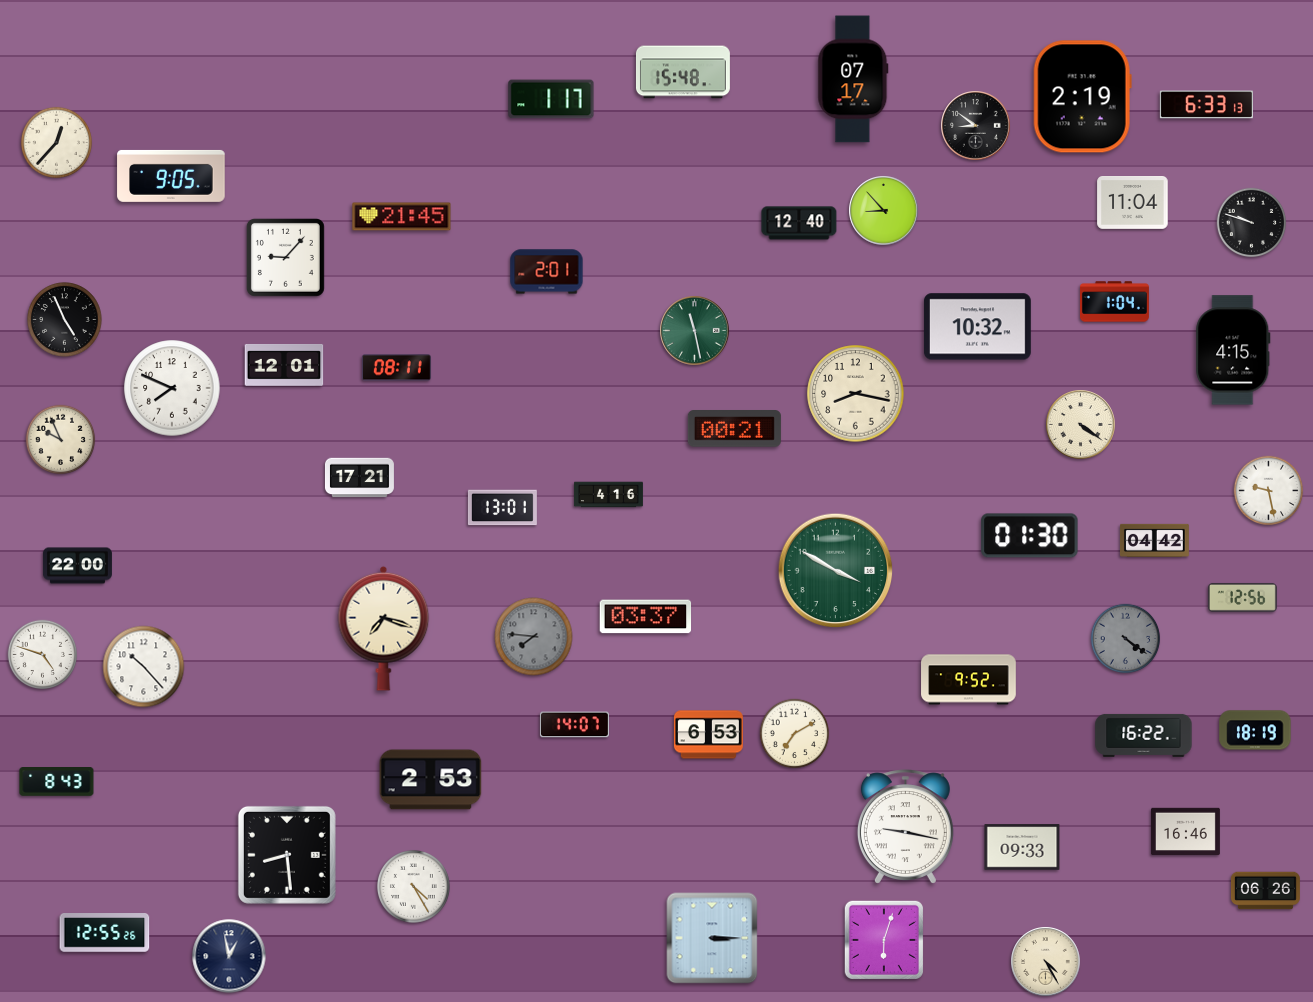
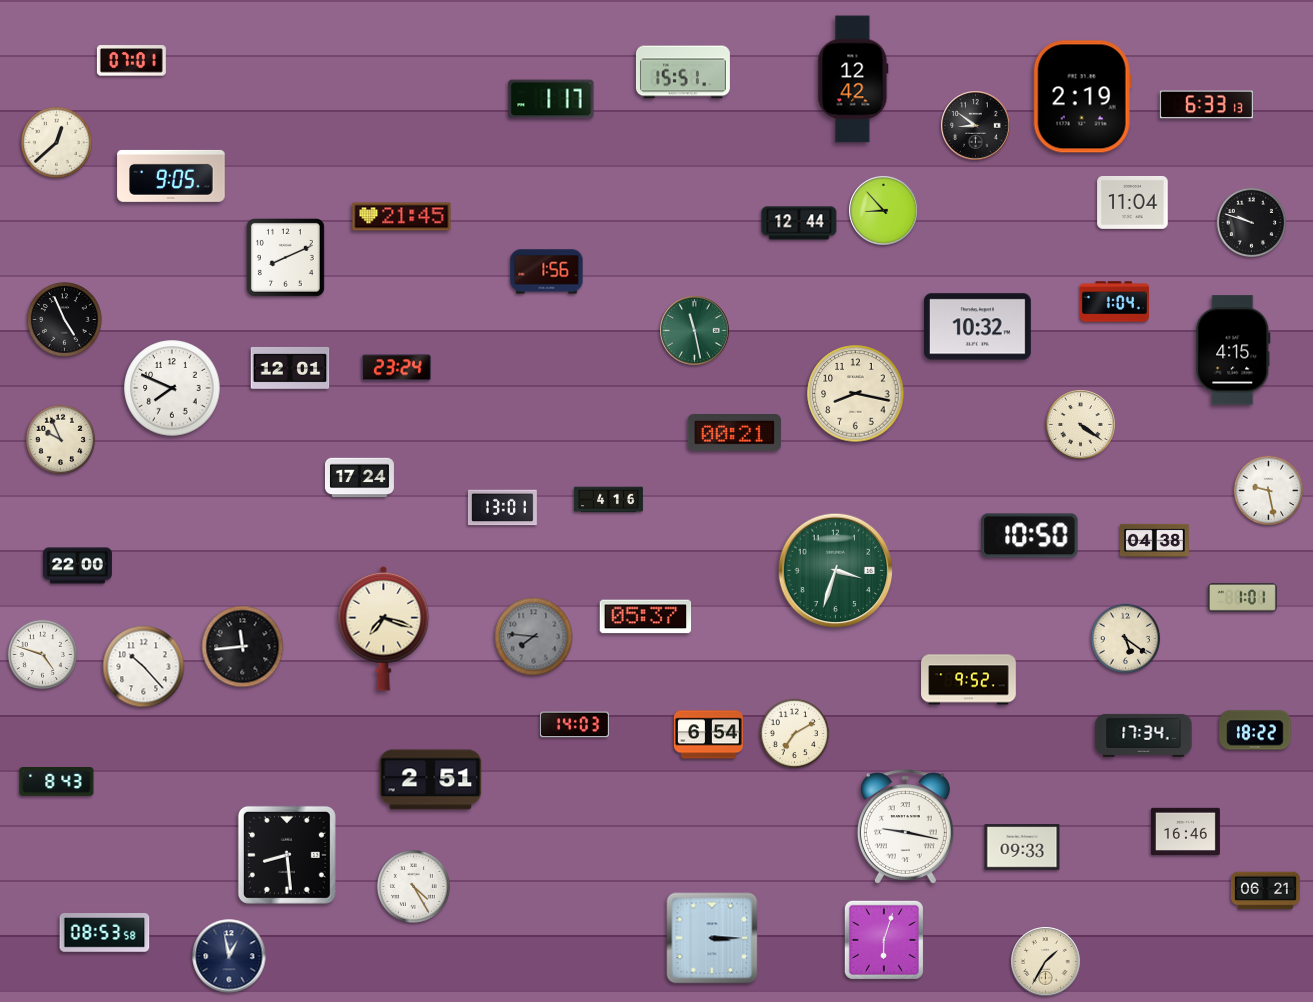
clock at (131, 61): none -> 07:01
clock at (683, 72): 15:48 -> 15:51
clock at (853, 79): 07:17 -> 12:42
clock at (56, 142): 12:37 -> 12:38
clock at (799, 223): 12:40 -> 12:44
clock at (285, 257): 9:07 -> 8:11
clock at (547, 272): 2:01 -> 1:56
clock at (284, 365) position: (284, 365) -> (290, 368)
clock at (396, 368): 08:11 -> 23:24
clock at (734, 429) position: (734, 429) -> (734, 433)
clock at (359, 478): 17:21 -> 17:24
clock at (608, 495) position: (608, 495) -> (608, 500)
clock at (1030, 536): 01:30 -> 10:50
clock at (1154, 540): 04:42 -> 04:38
clock at (836, 571): 3:50 -> 3:33
clock at (1242, 597): 12:56 -> 1:01
clock at (646, 617): 03:37 -> 05:37
clock at (1126, 639): 4:21 -> 5:21
clock at (1126, 639) dial: grey -> cream
clock at (243, 647): none -> 11:44
clock at (574, 725): 14:07 -> 14:03
clock at (1255, 730): 18:19 -> 18:22
clock at (708, 735): 6:53 -> 6:54
clock at (1144, 735): 16:22 -> 17:34
clock at (431, 780): 2:53 -> 2:51
clock at (1265, 891): 06:26 -> 06:21
clock at (105, 933): 12:55 -> 08:53
clock at (1046, 962): 4:25 -> 1:35
